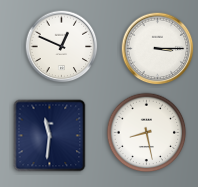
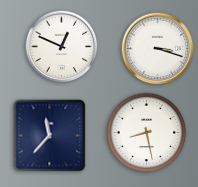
clock at (158, 49): 3:15 -> 3:18
clock at (50, 136): 11:31 -> 11:37
